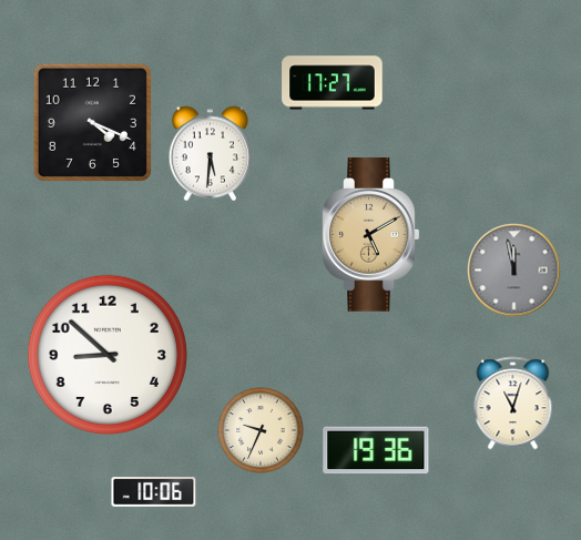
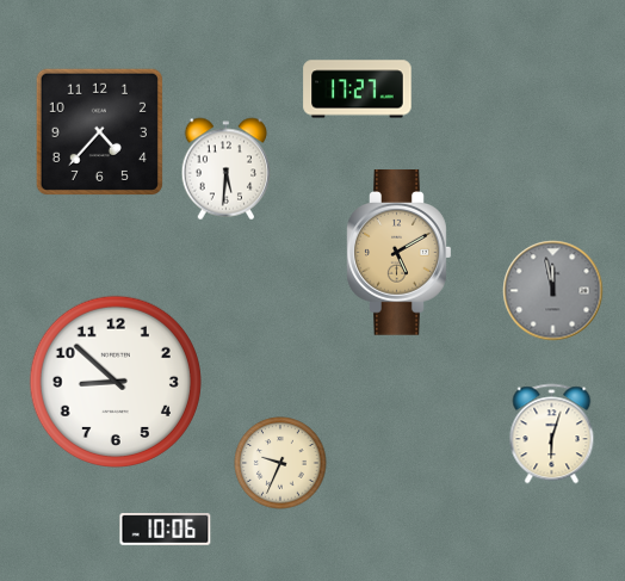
clock at (92, 122): 4:19 -> 4:37
clock at (211, 154) position: (211, 154) -> (227, 169)
clock at (513, 404): 11:03 -> 6:03
clock at (376, 450): 19:36 -> none
